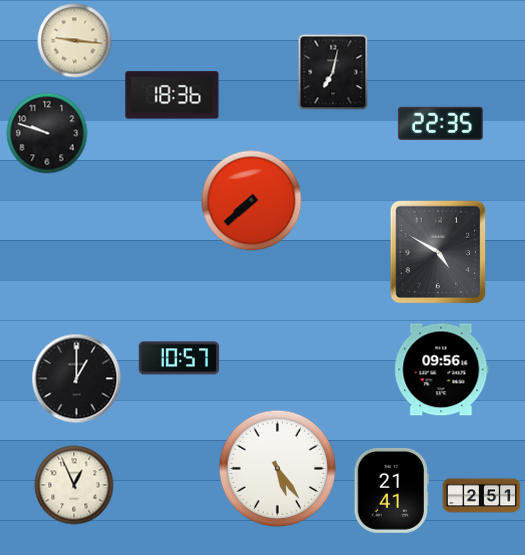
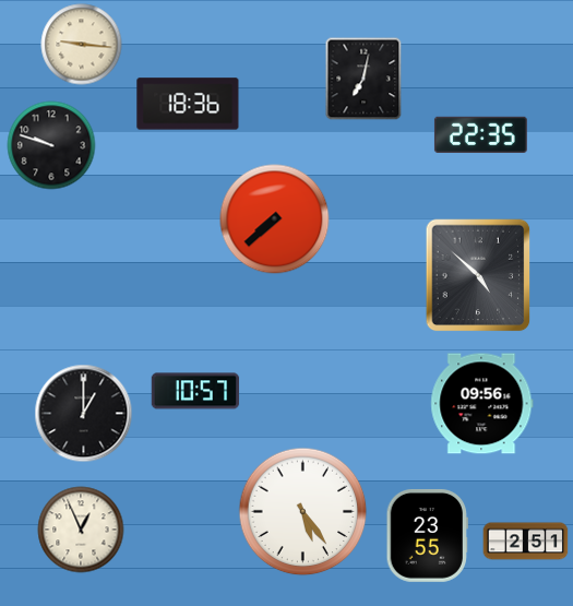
clock at (438, 252): 4:50 -> 4:52
clock at (391, 490): 21:41 -> 23:55
